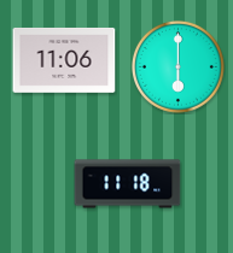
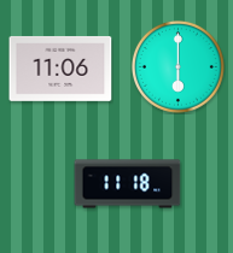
clock at (64, 60) position: (64, 60) -> (60, 69)
